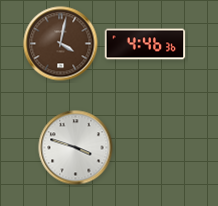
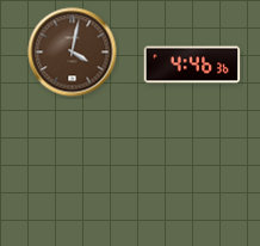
clock at (145, 44) position: (145, 44) -> (192, 64)
clock at (76, 148): 3:48 -> none
